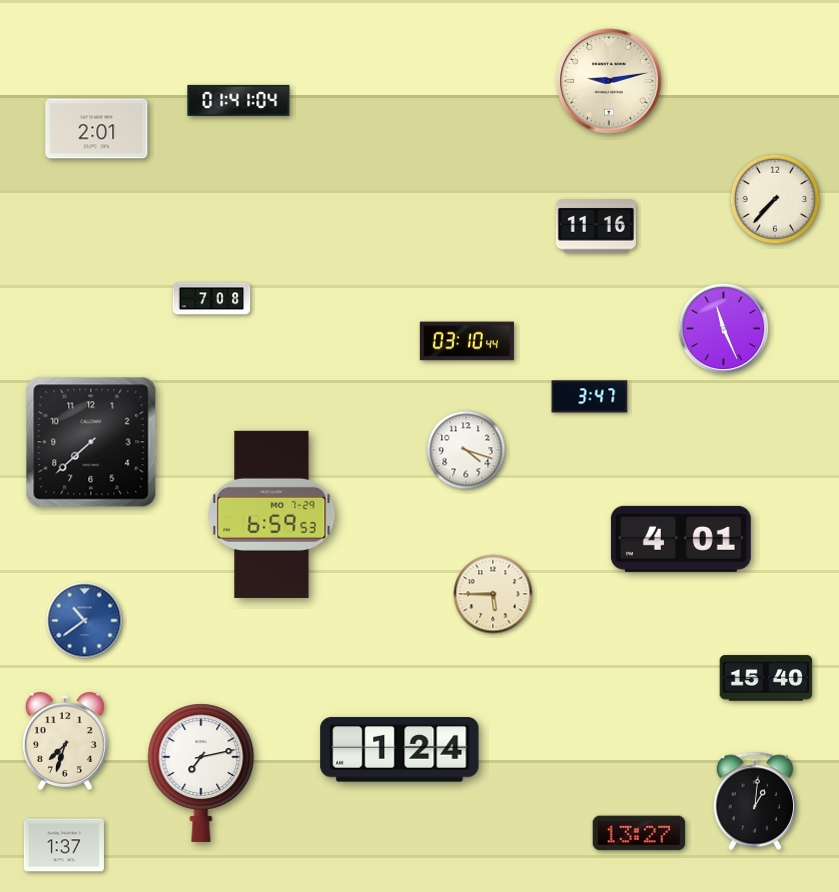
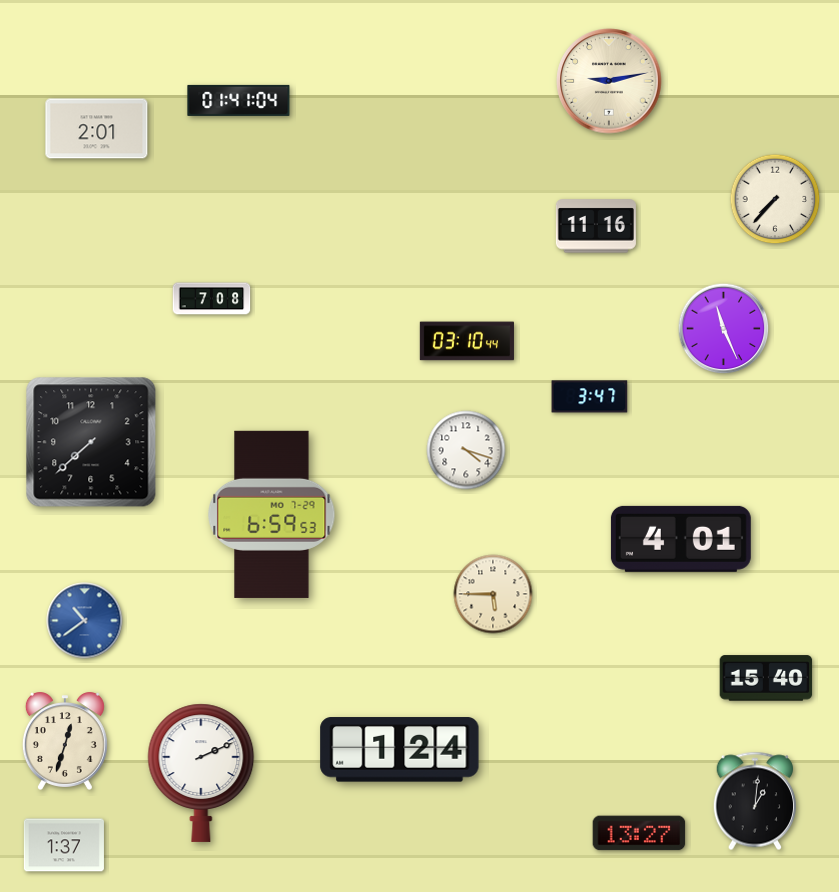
clock at (65, 741): 7:33 -> 12:33
clock at (201, 773): 7:13 -> 2:11
